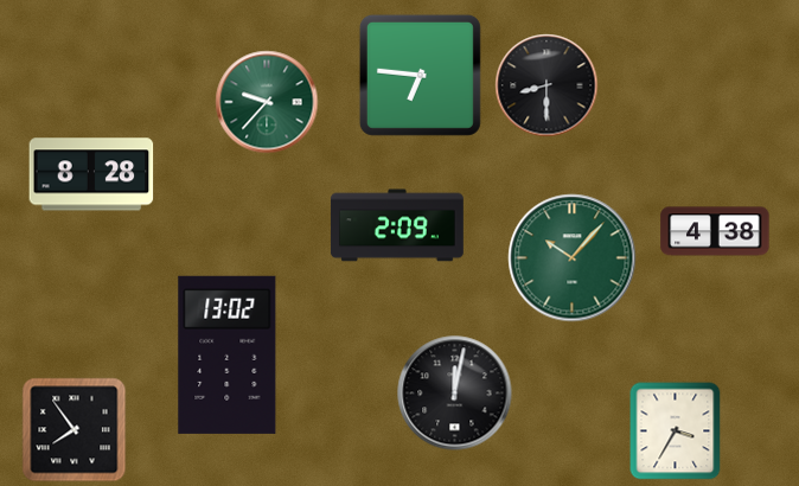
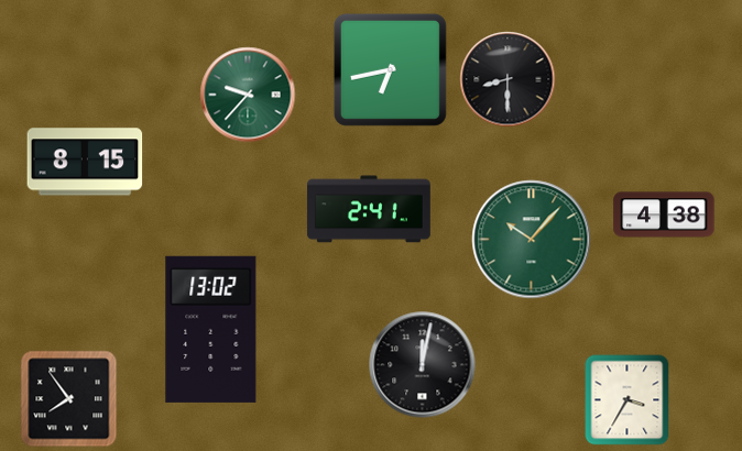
clock at (420, 75): 6:46 -> 6:43
clock at (91, 174): 8:28 -> 8:15
clock at (397, 225): 2:09 -> 2:41
